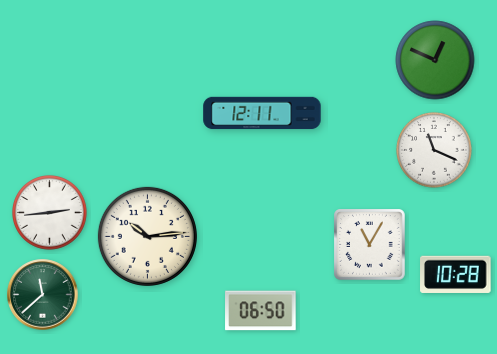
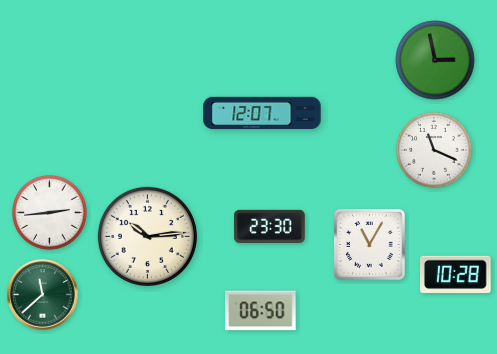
clock at (435, 60): 12:49 -> 2:58
clock at (262, 113): 12:11 -> 12:07
clock at (270, 227): none -> 23:30
